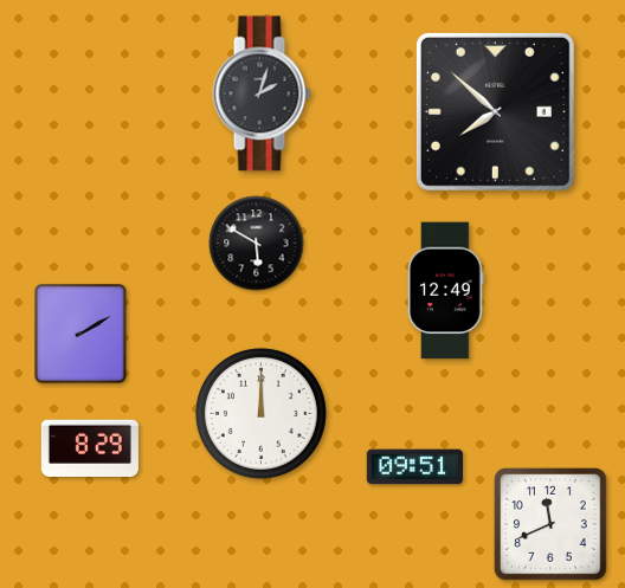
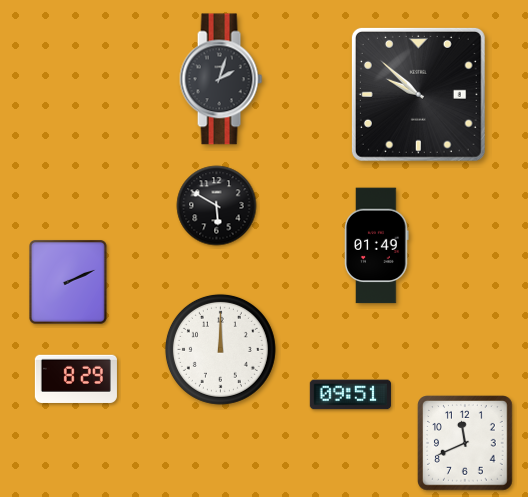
clock at (495, 111): 7:52 -> 9:52
clock at (446, 291): 12:49 -> 01:49
clock at (82, 335): 2:10 -> 2:11
